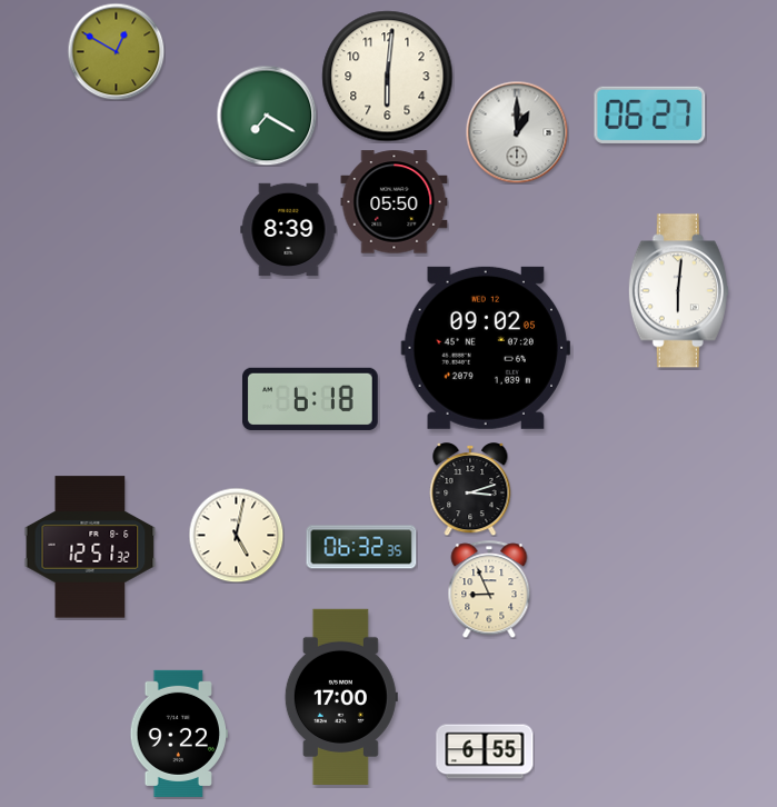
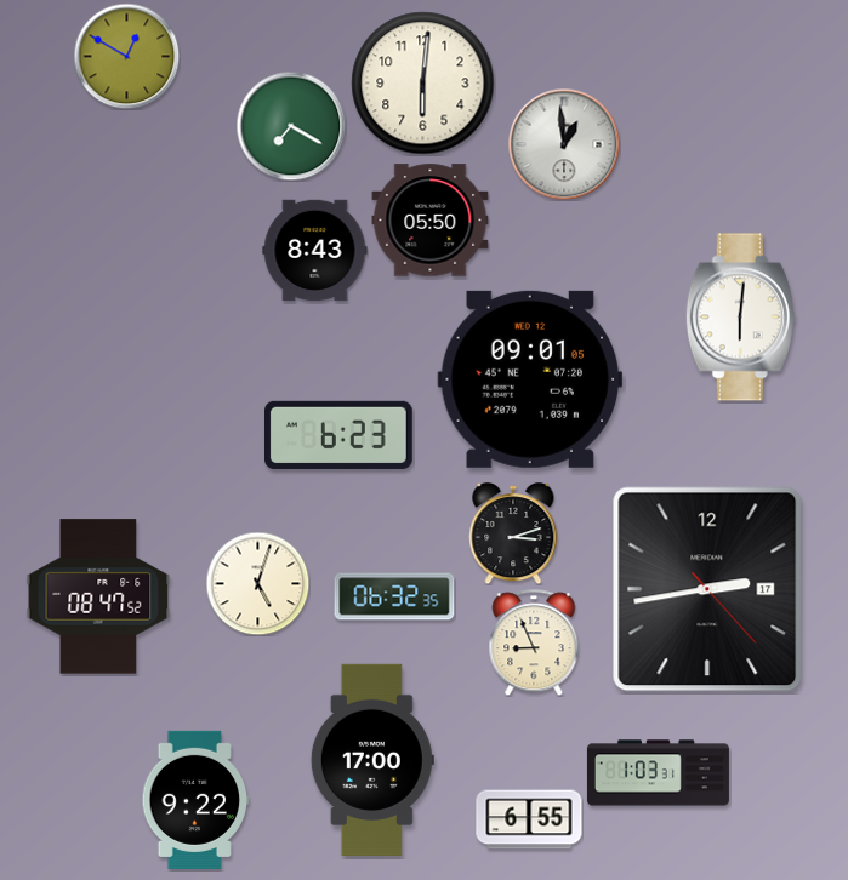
clock at (650, 114): 06:27 -> none
clock at (517, 132): 1:00 -> 12:59
clock at (289, 230): 8:39 -> 8:43
clock at (486, 348): 09:02 -> 09:01
clock at (311, 399): 6:18 -> 6:23
clock at (236, 535): 5:02 -> 5:03
clock at (707, 589): none -> 2:43
clock at (90, 547): 12:51 -> 08:47
clock at (658, 773): none -> 1:03
